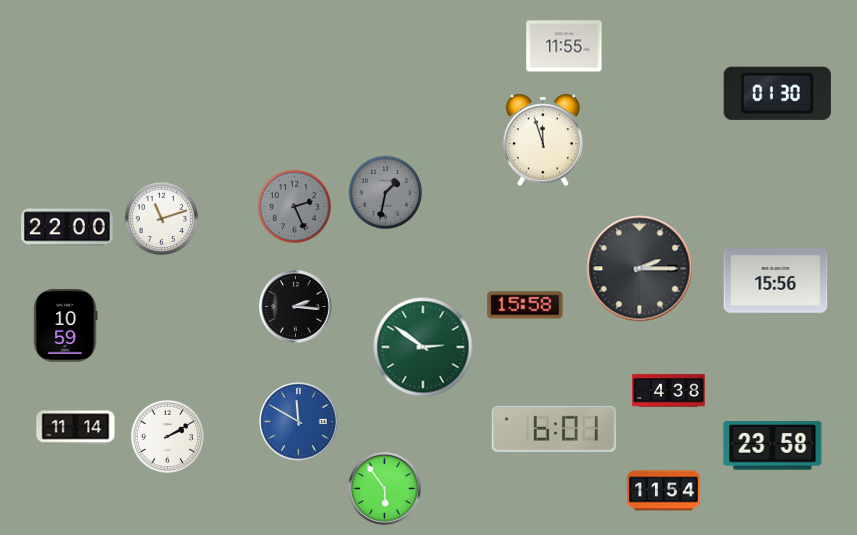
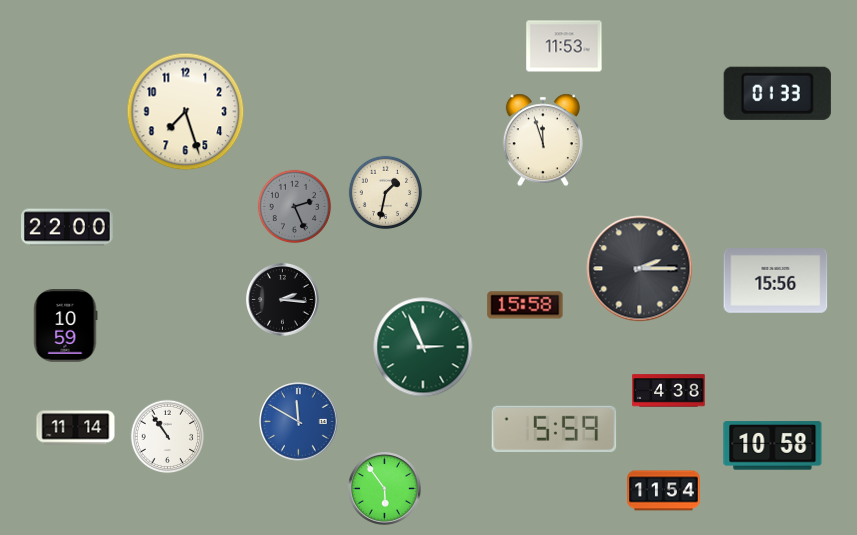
clock at (564, 46): 11:55 -> 11:53
clock at (777, 93): 01:30 -> 01:33
clock at (186, 112): none -> 7:27
clock at (386, 193) dial: grey -> cream
clock at (162, 219): 11:12 -> none
clock at (296, 307) position: (296, 307) -> (283, 300)
clock at (423, 347): 2:51 -> 2:56
clock at (554, 428): 6:01 -> 5:59
clock at (168, 437): 2:10 -> 10:54
clock at (773, 446): 23:58 -> 10:58
